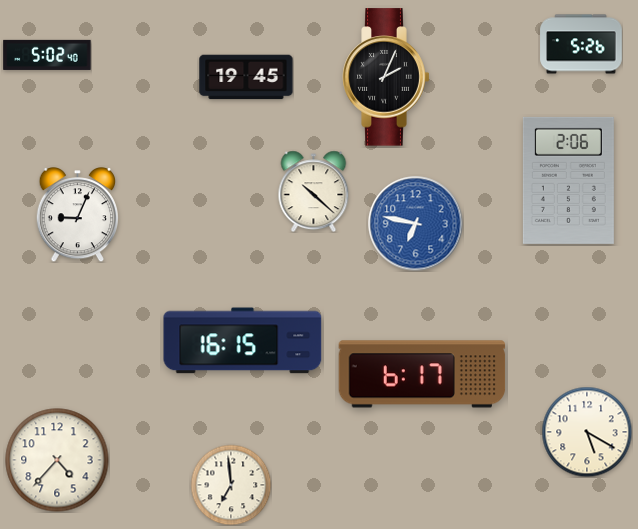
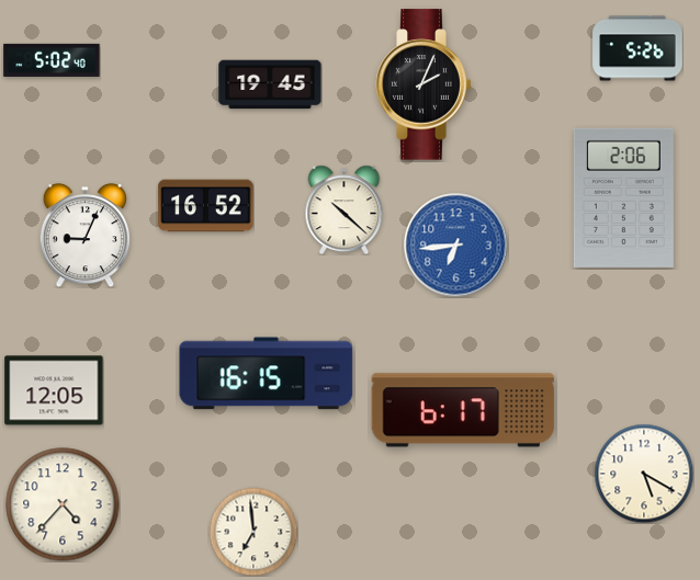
clock at (206, 206): none -> 16:52
clock at (415, 223): 6:47 -> 6:44
clock at (54, 390): none -> 12:05
